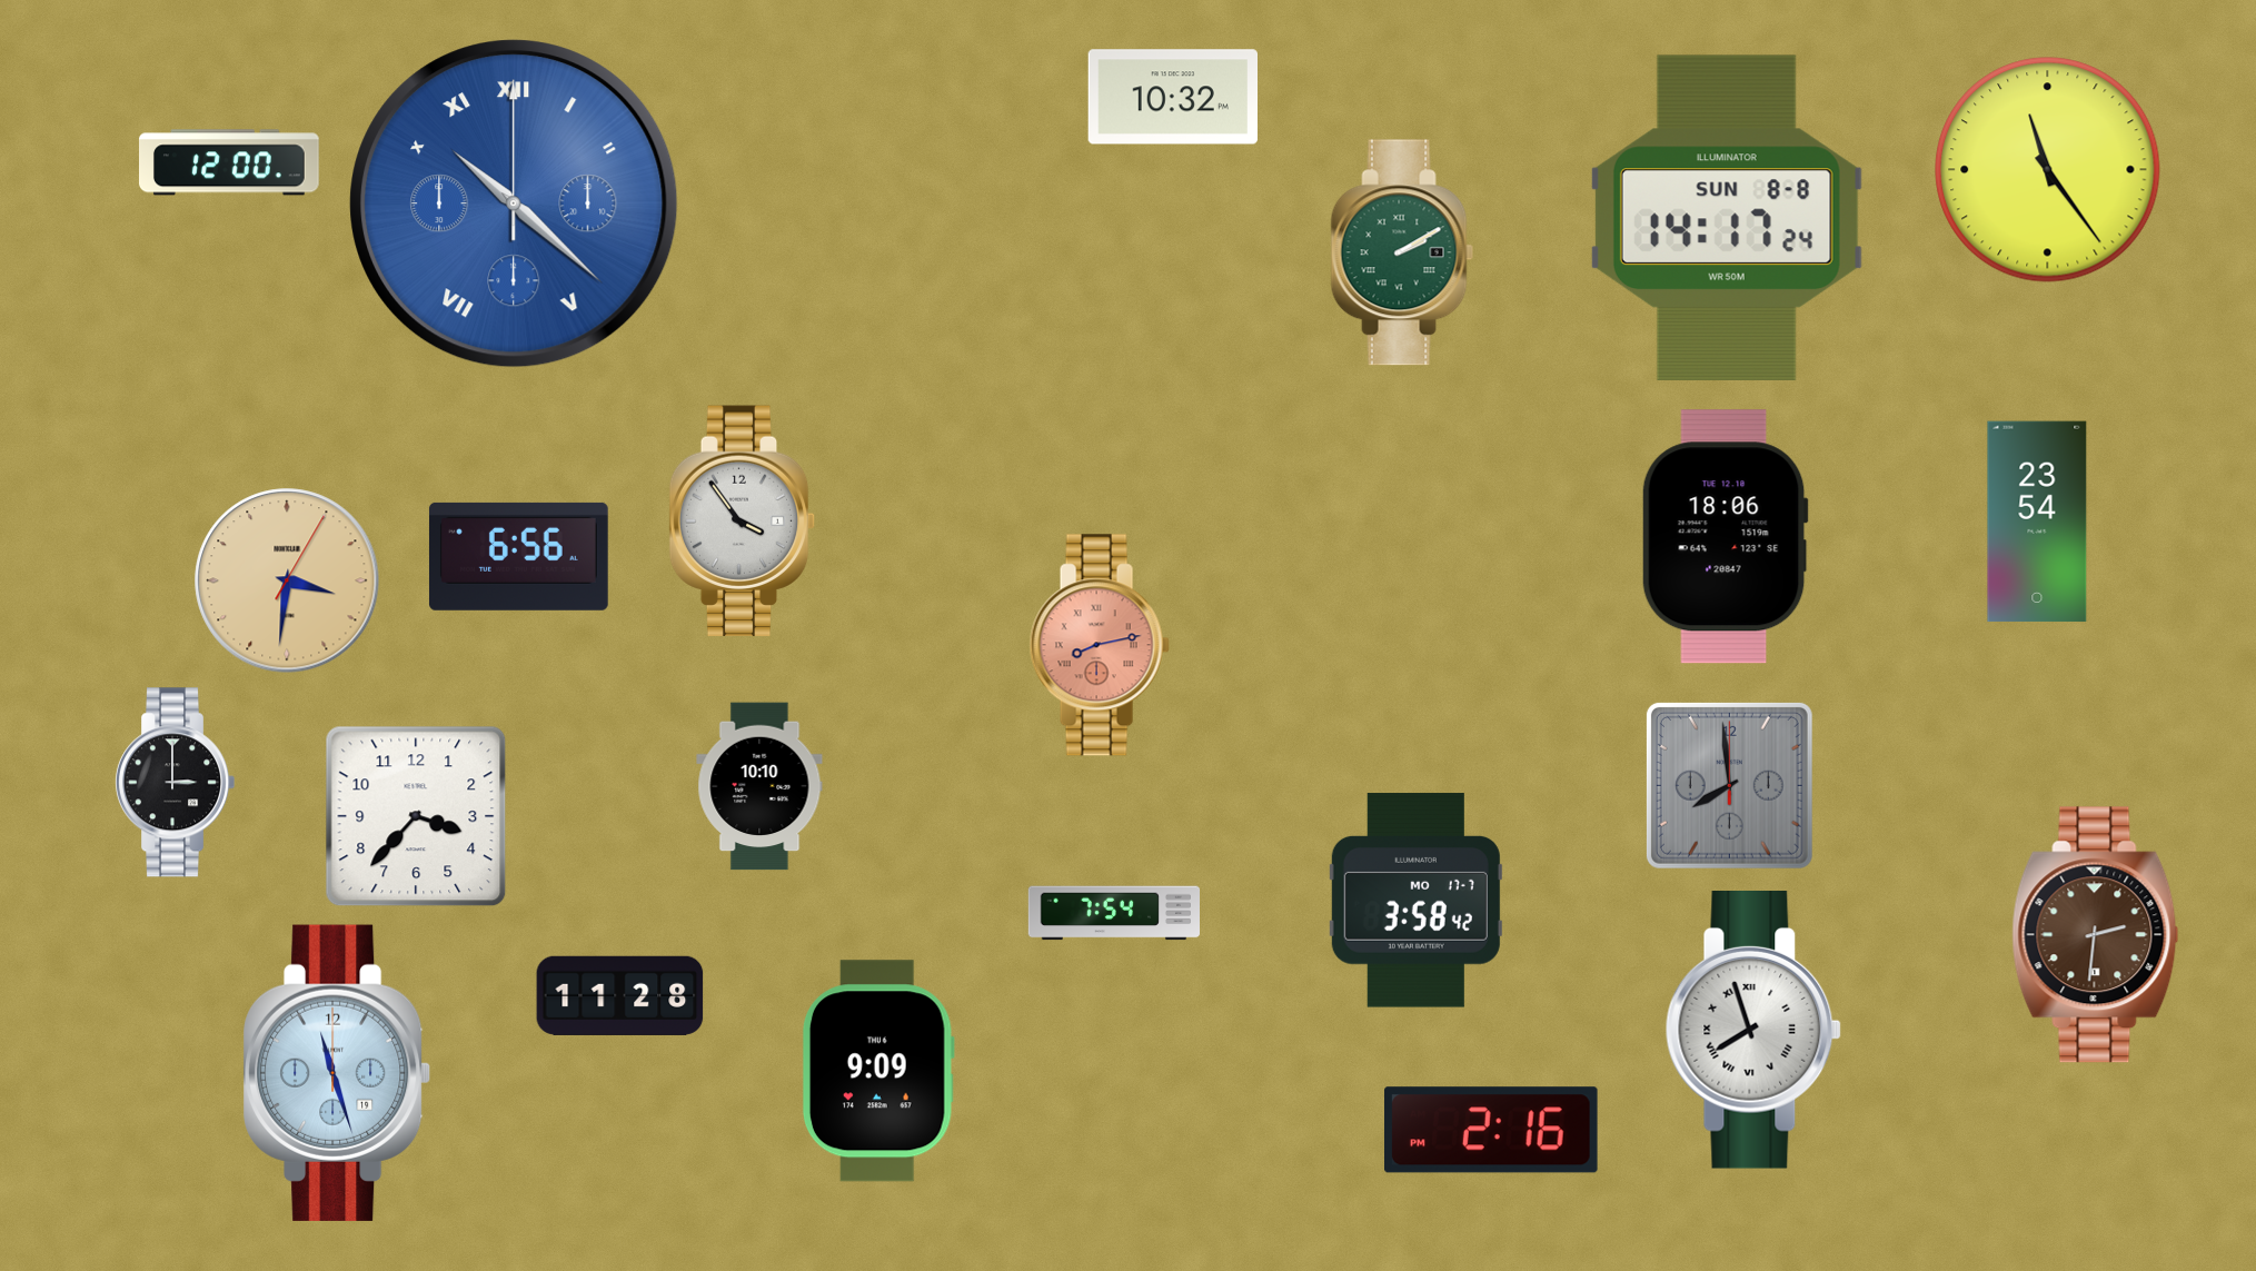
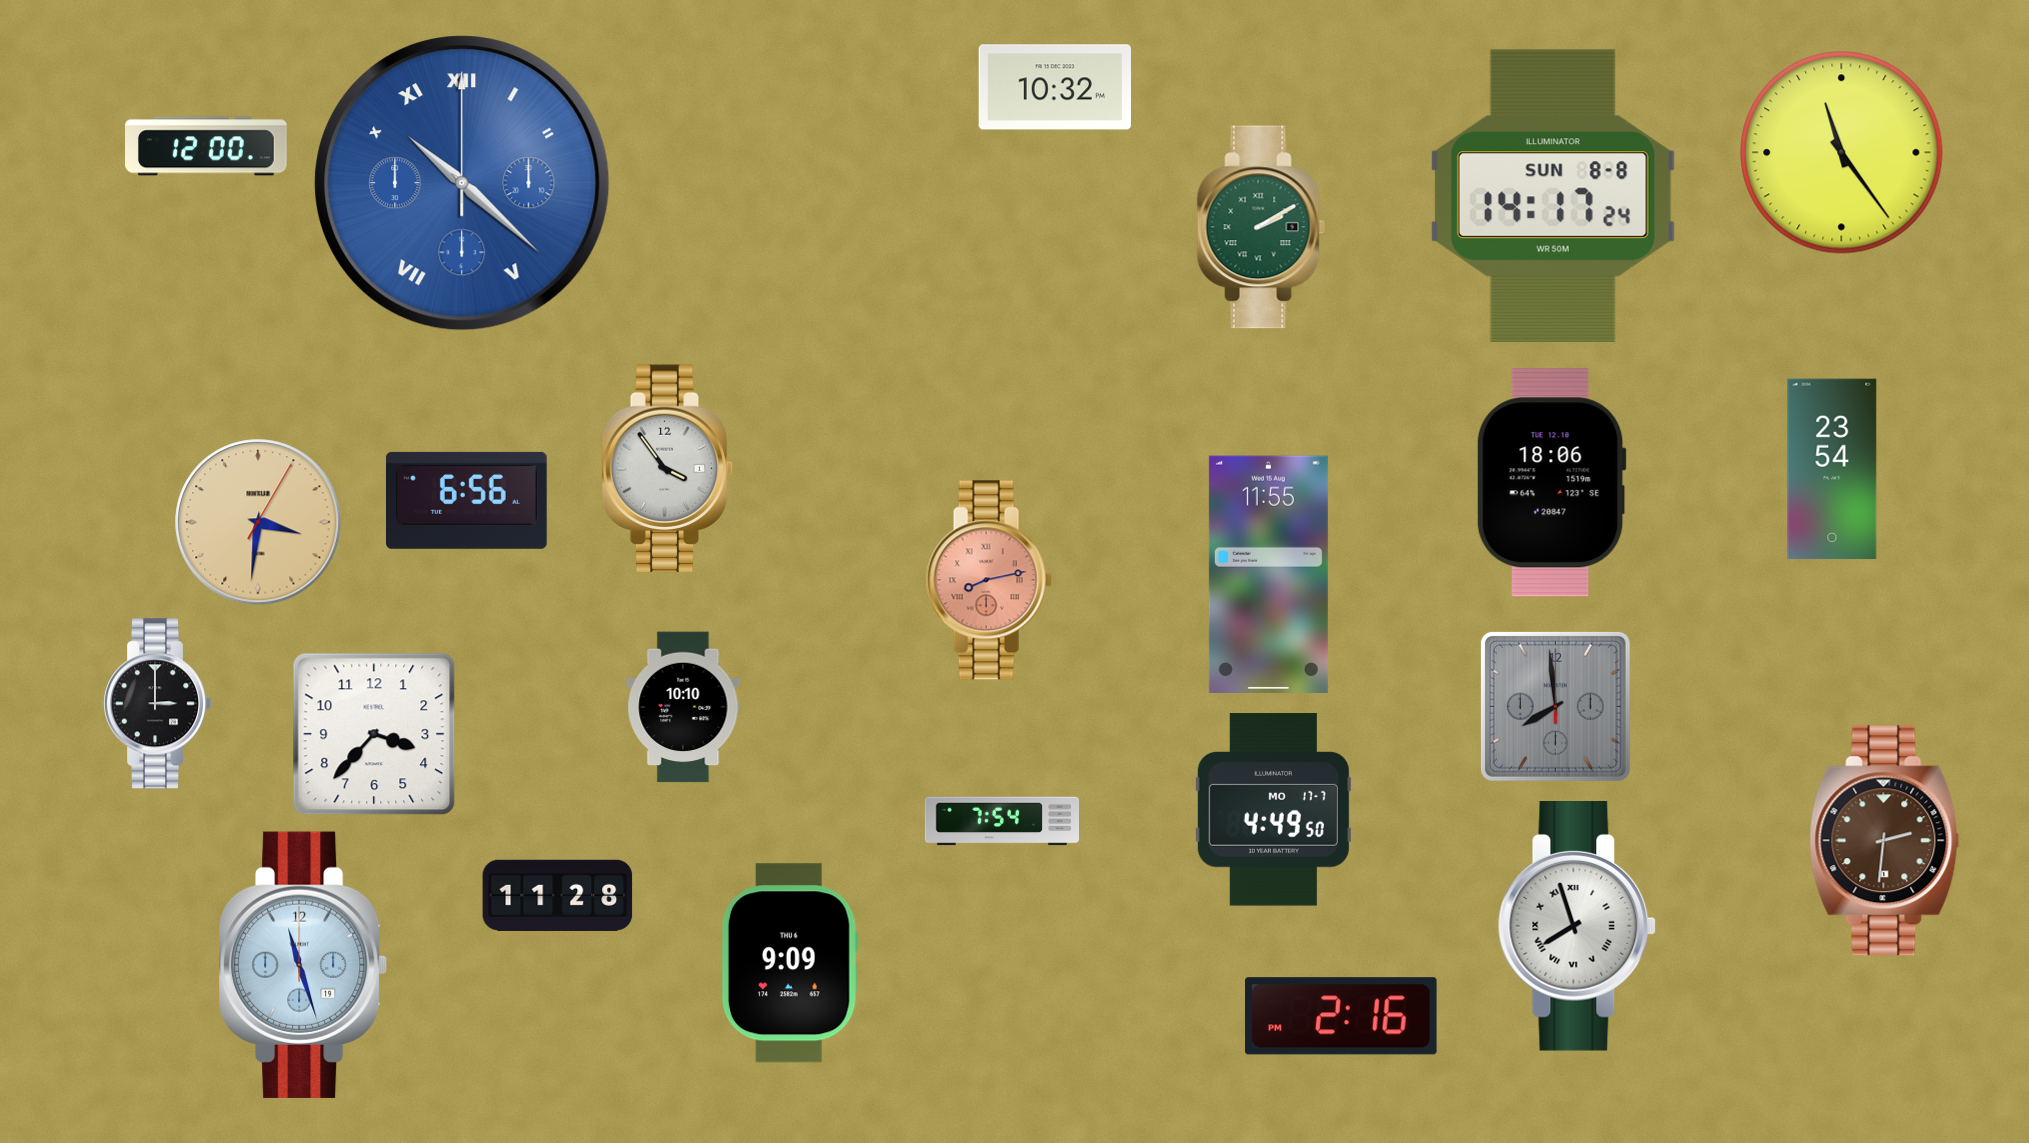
clock at (1268, 574): none -> 11:55
clock at (1415, 901): 3:58 -> 4:49
